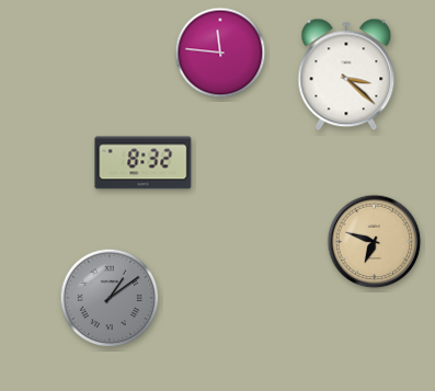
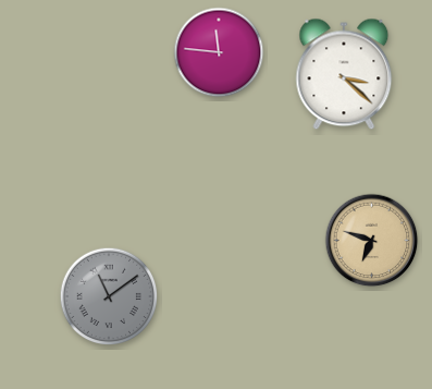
clock at (144, 163): 8:32 -> none
clock at (110, 298): 1:09 -> 11:09
